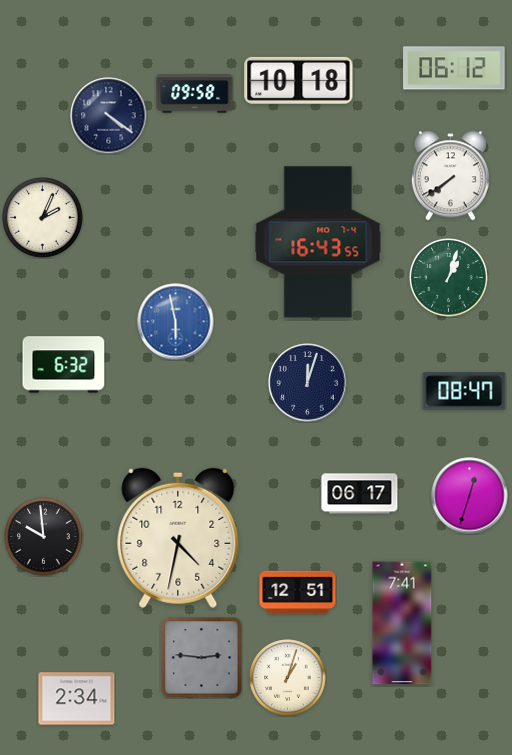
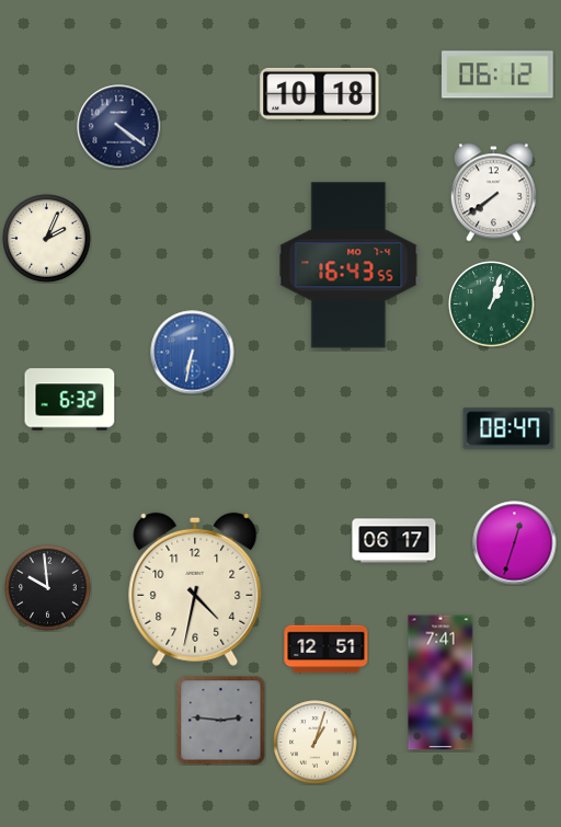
clock at (299, 80) position: (299, 80) -> (320, 93)
clock at (195, 94): 09:58 -> none
clock at (176, 322): 5:58 -> 6:32
clock at (308, 383): 12:03 -> none
clock at (77, 699): 2:34 -> none
